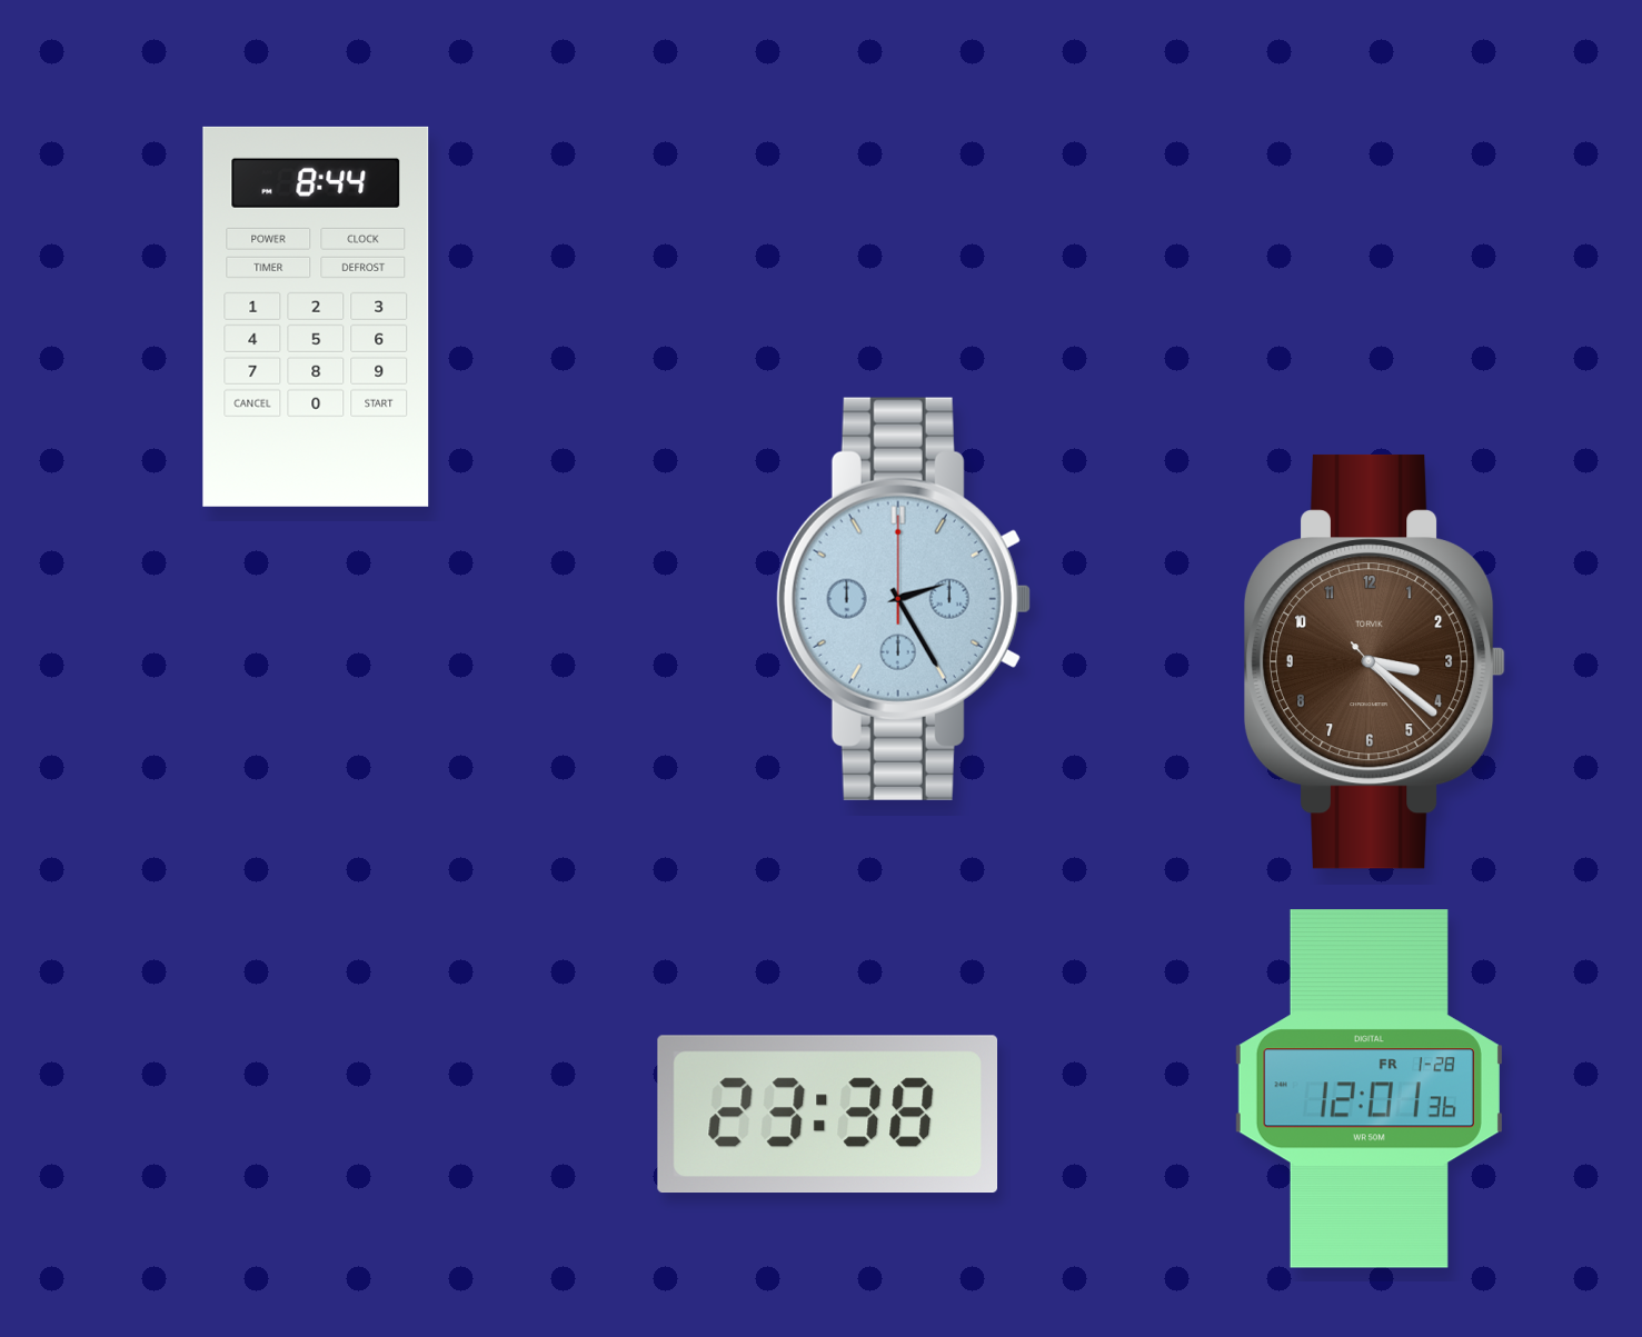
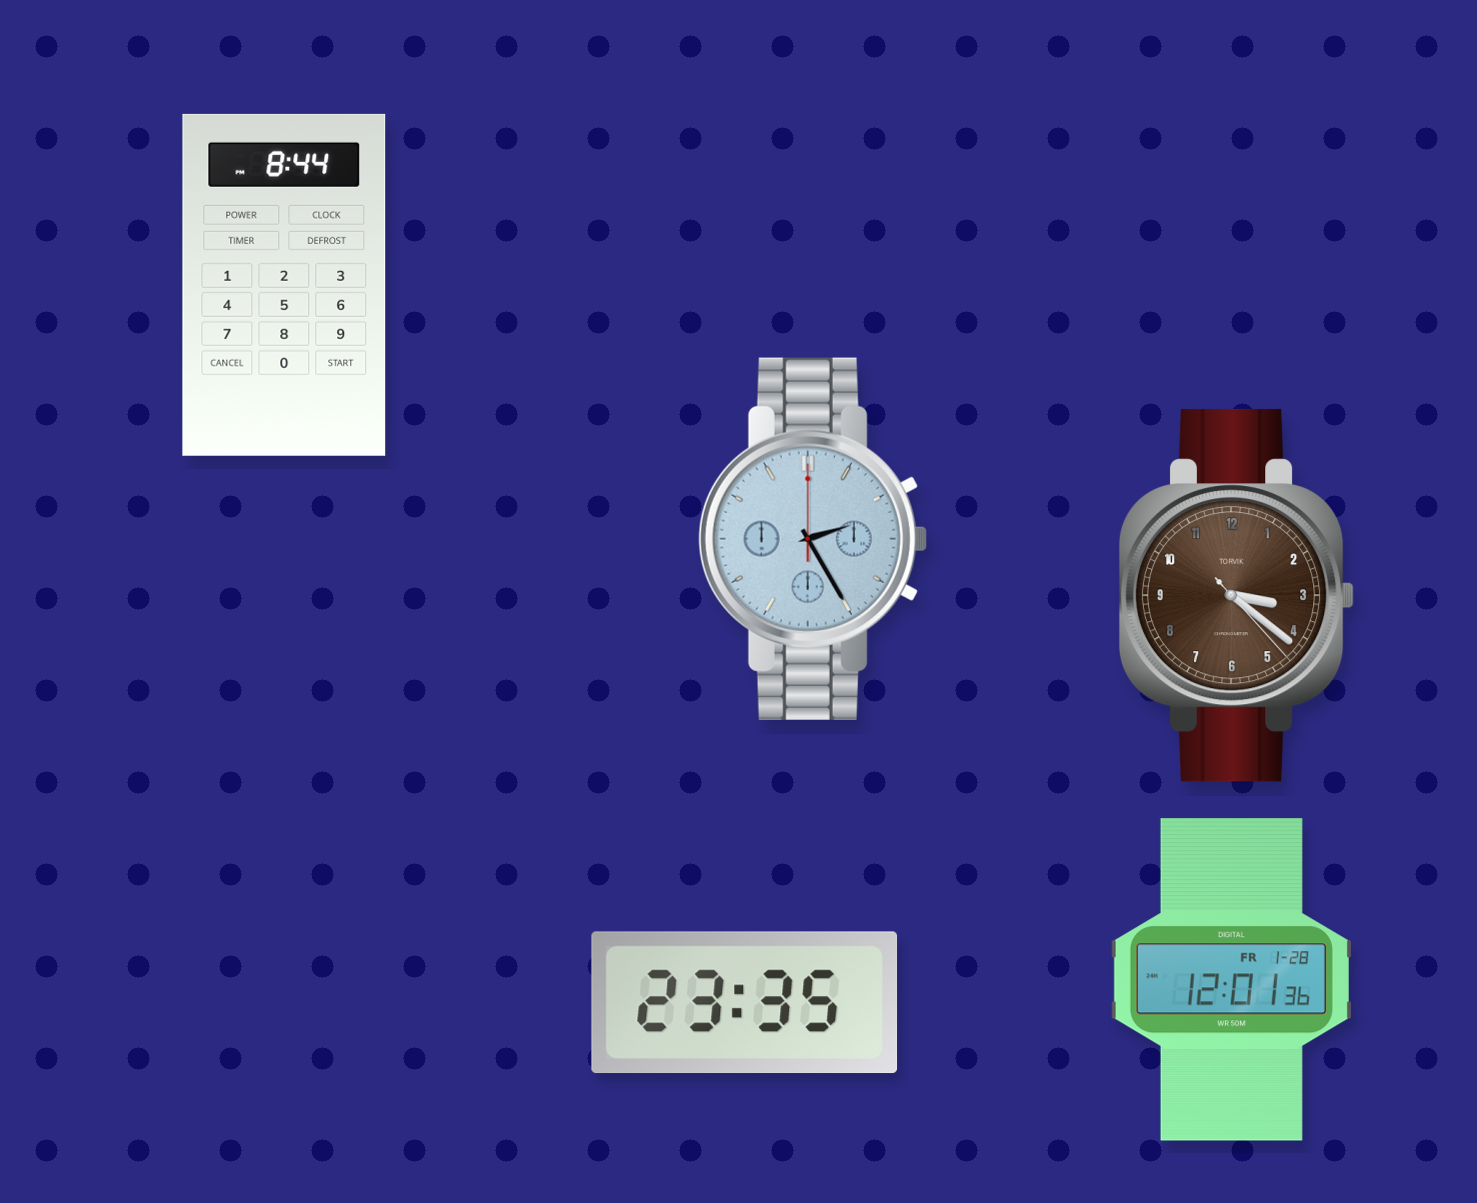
clock at (828, 1115): 23:38 -> 23:35
